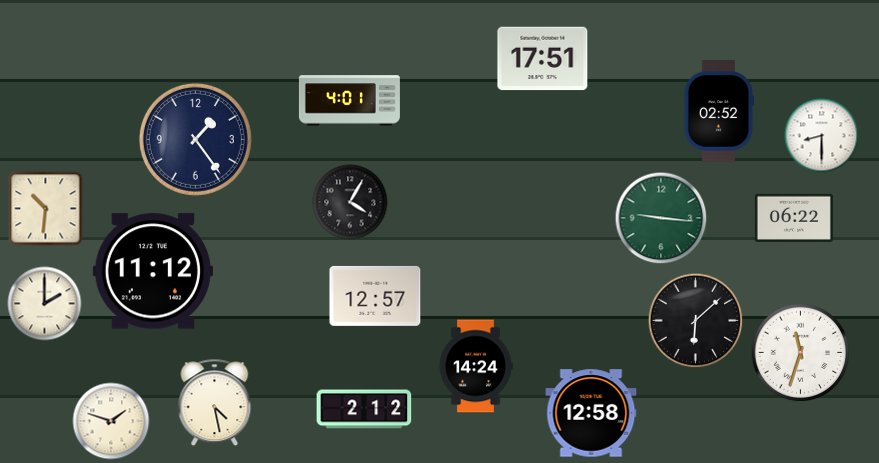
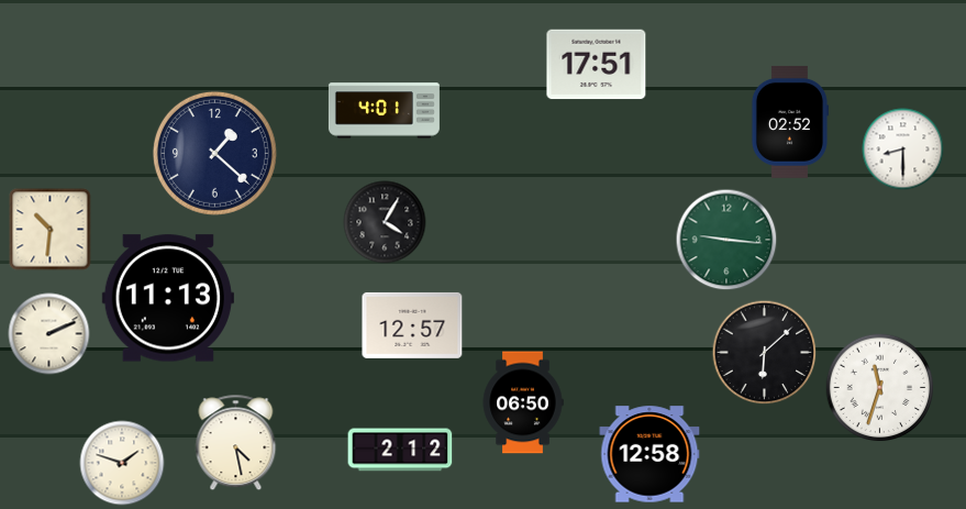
clock at (195, 139): 1:24 -> 1:22
clock at (794, 218): 06:22 -> none
clock at (153, 271): 11:12 -> 11:13
clock at (45, 304): 2:00 -> 2:11
clock at (476, 366): 14:24 -> 06:50
